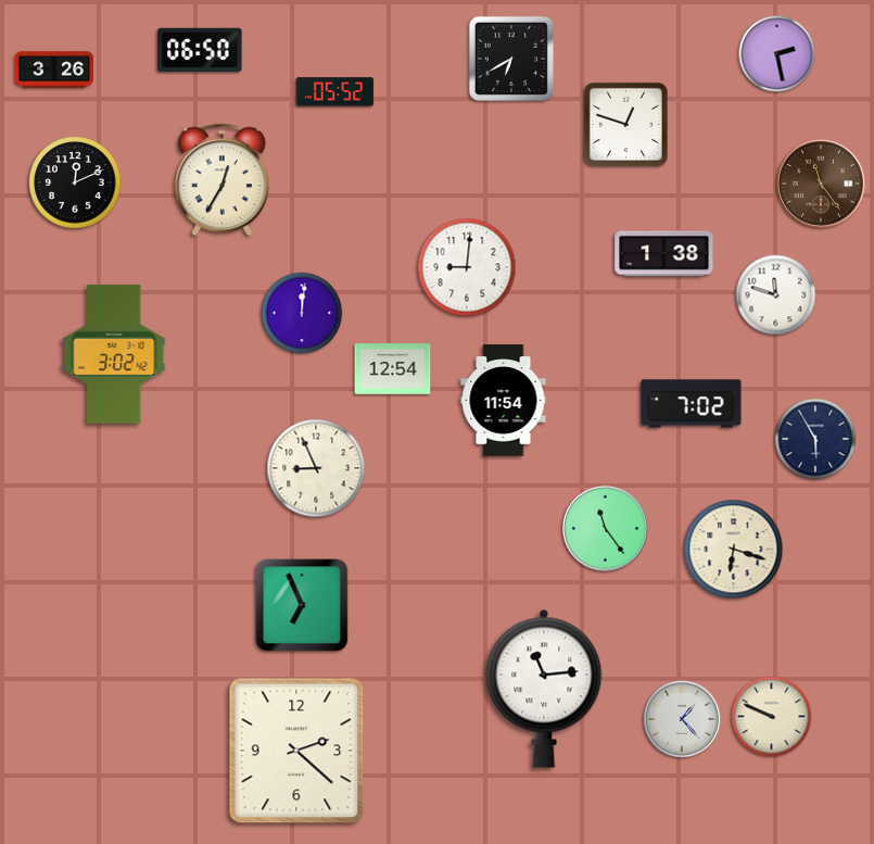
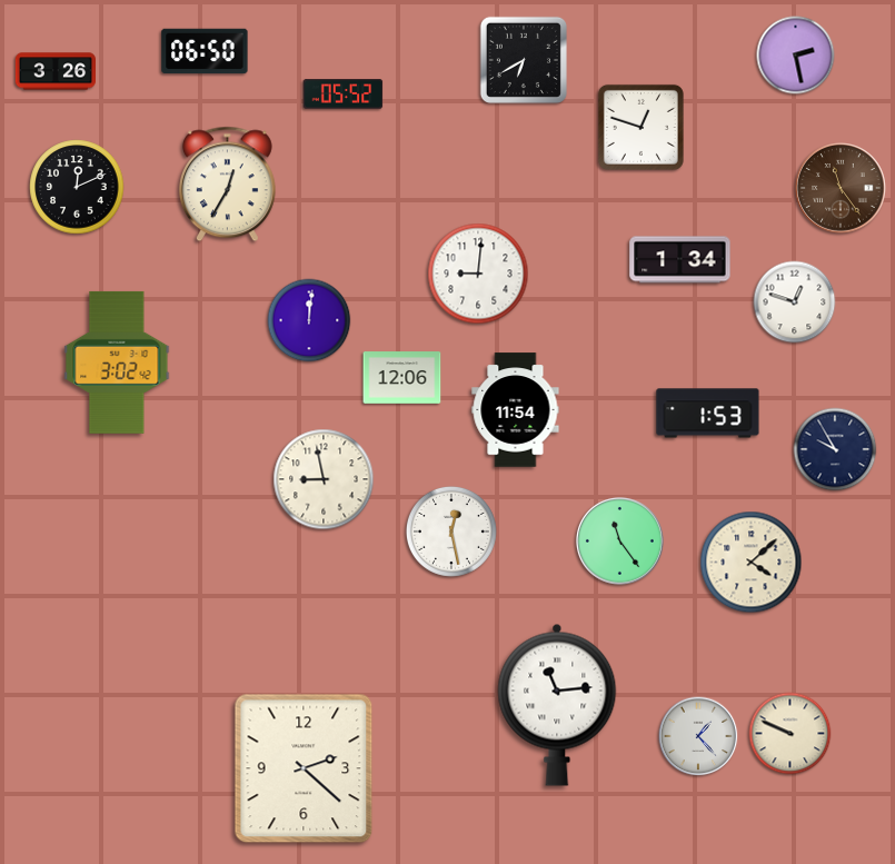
clock at (664, 254): 1:38 -> 1:34
clock at (776, 295): 11:48 -> 12:48
clock at (393, 369): 12:54 -> 12:06
clock at (692, 404): 7:02 -> 1:53
clock at (815, 439): 5:55 -> 9:55
clock at (316, 468): 8:56 -> 8:58
clock at (451, 532): none -> 12:28
clock at (734, 550): 6:18 -> 4:08
clock at (302, 605): 6:56 -> none
